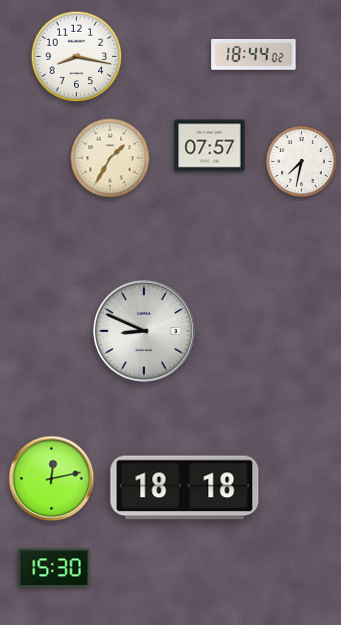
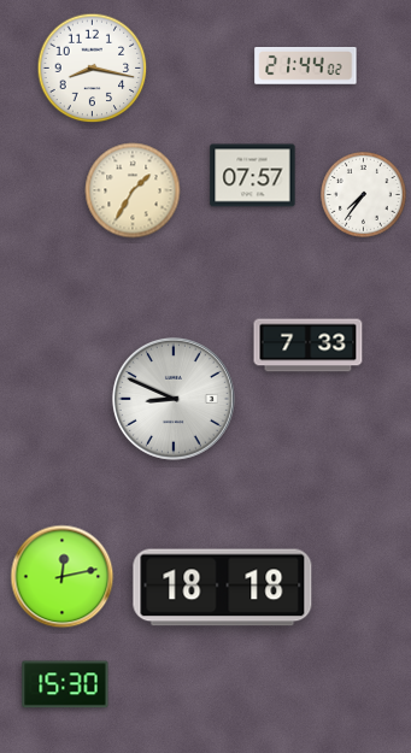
clock at (254, 55): 18:44 -> 21:44
clock at (302, 162): 7:32 -> 7:36
clock at (309, 346): none -> 7:33
